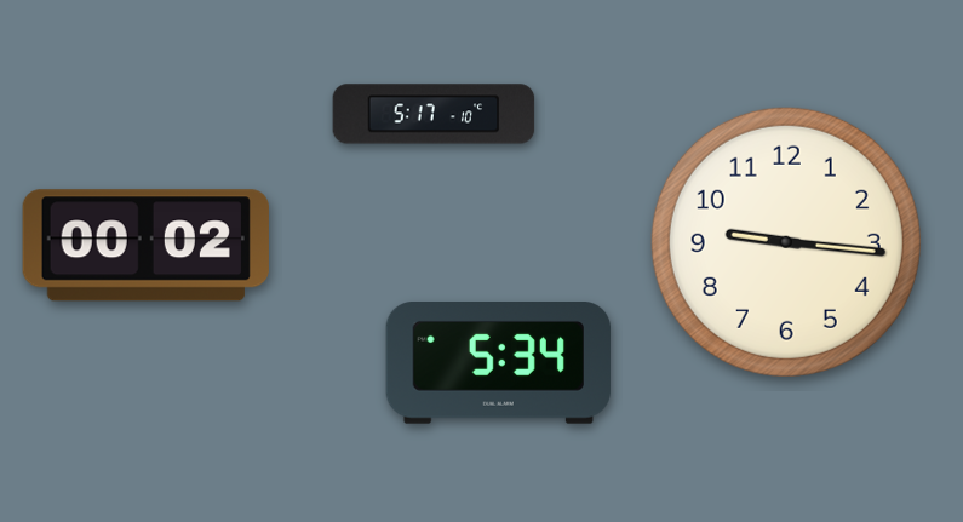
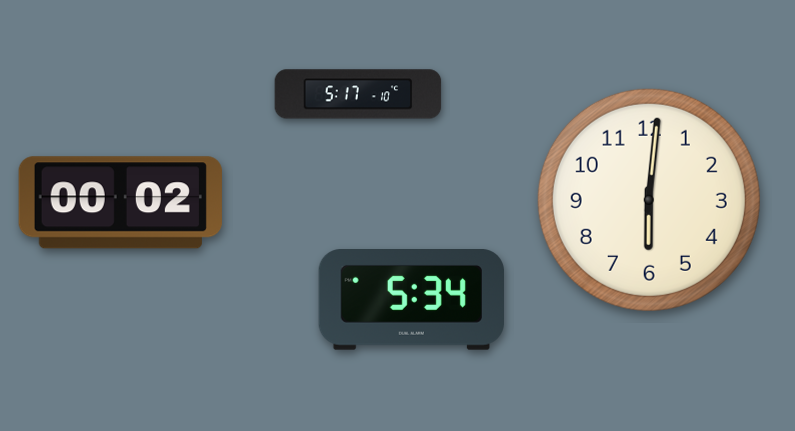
clock at (786, 242): 9:16 -> 6:01
